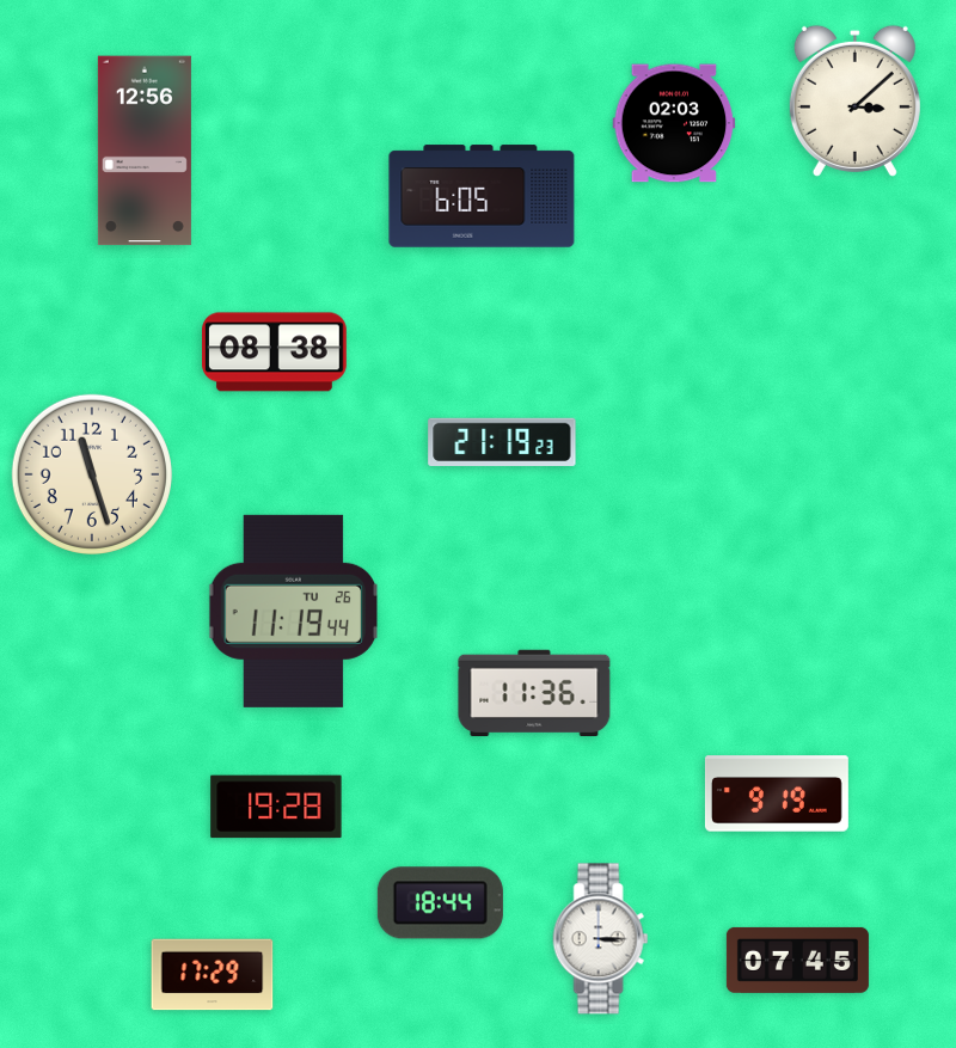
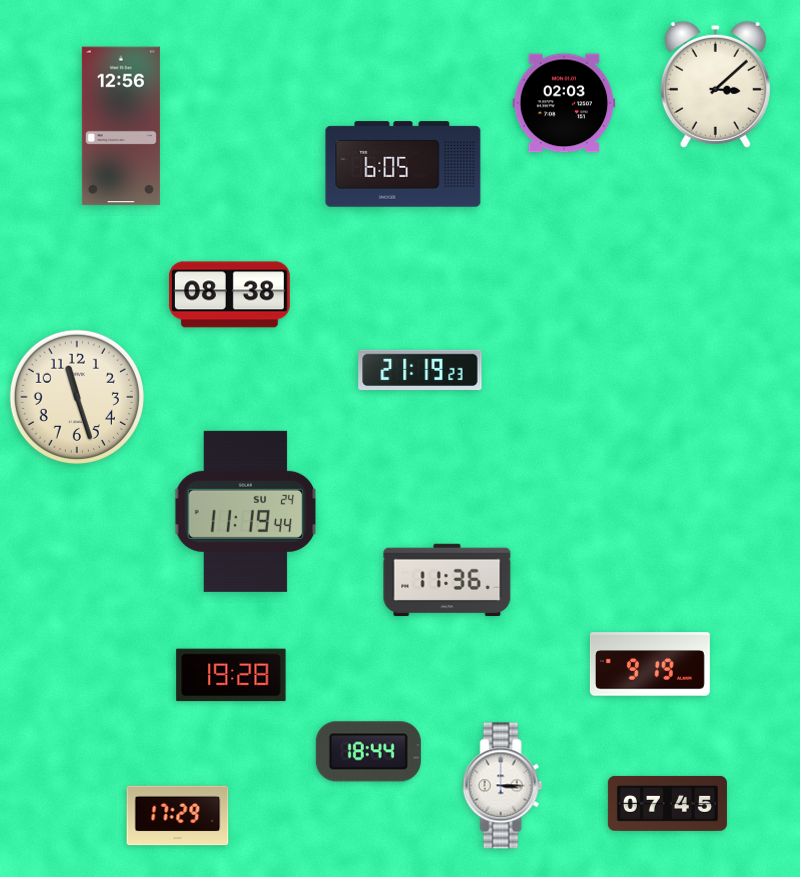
clock at (294, 611) date: TU 26 -> SU 24
clock at (440, 903) position: (440, 903) -> (368, 752)
